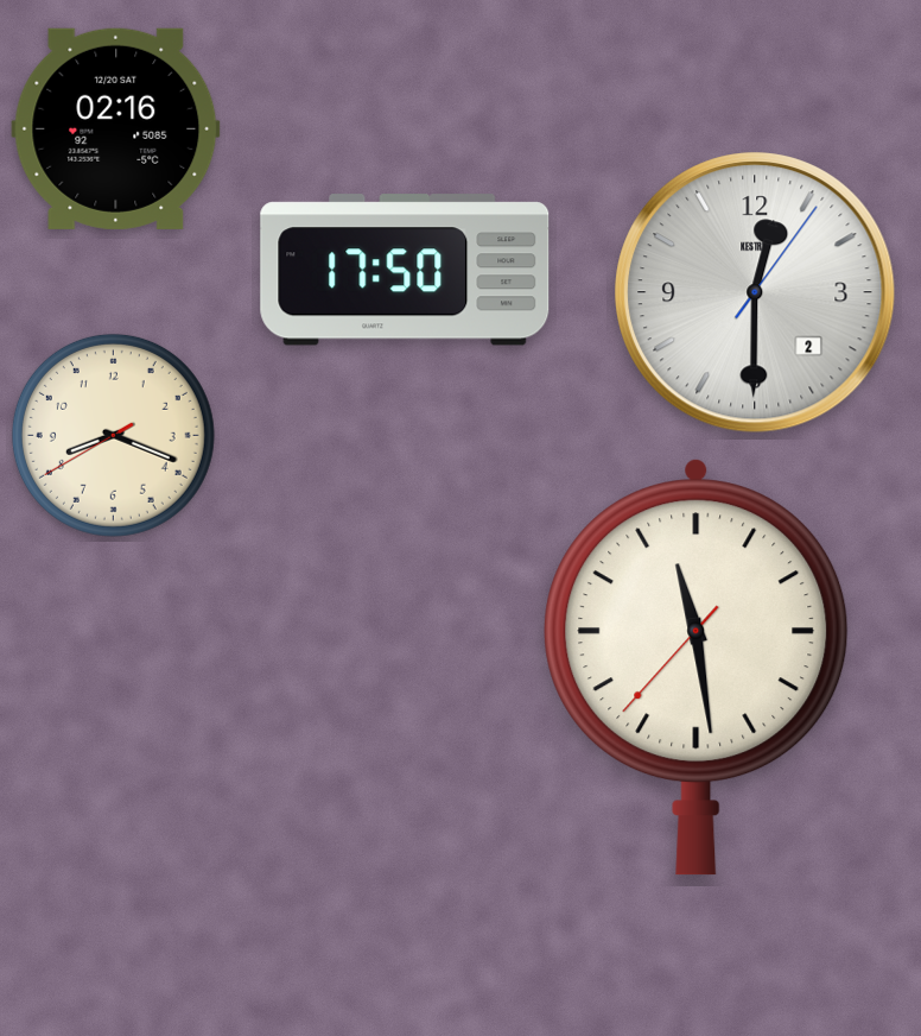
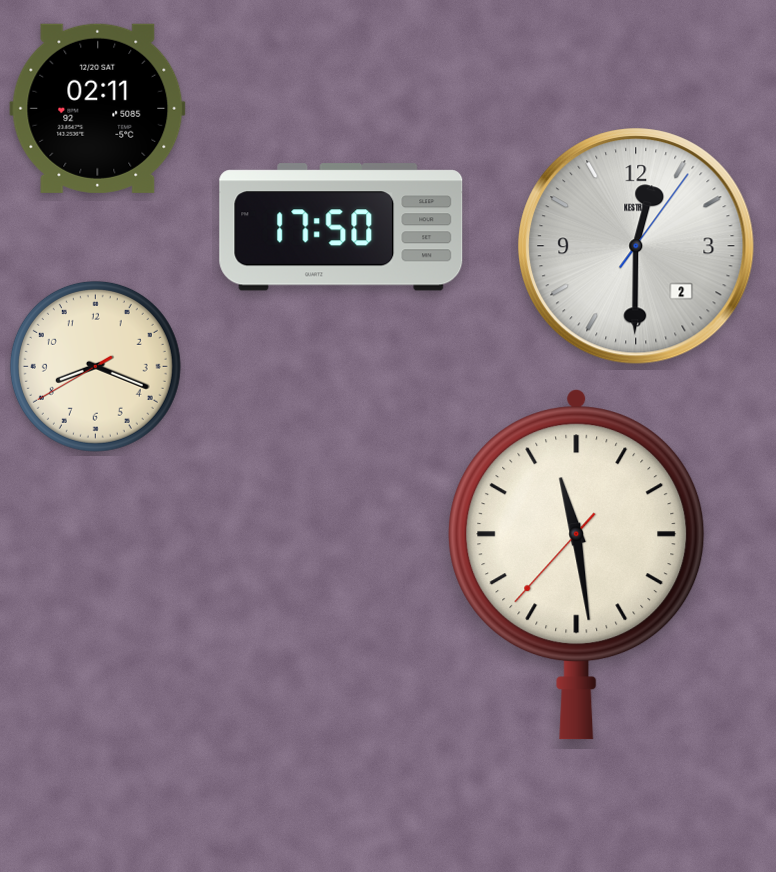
clock at (116, 128): 02:16 -> 02:11
clock at (697, 668) position: (697, 668) -> (577, 565)
